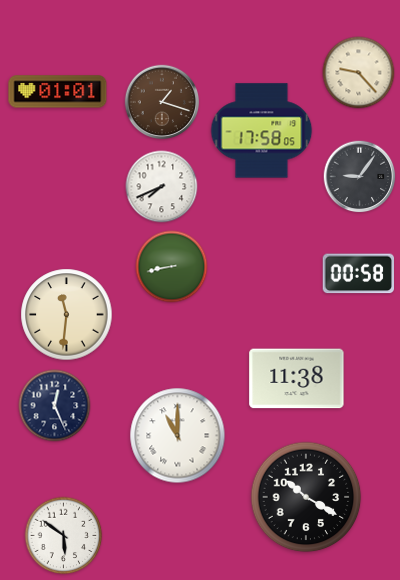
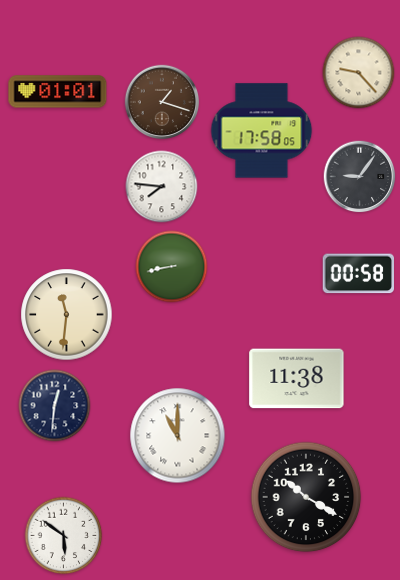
clock at (162, 187): 7:41 -> 7:46
clock at (55, 406): 12:26 -> 12:31
